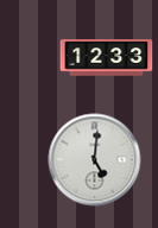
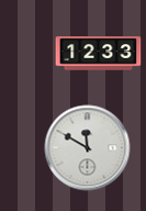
clock at (94, 159): 5:01 -> 11:50
